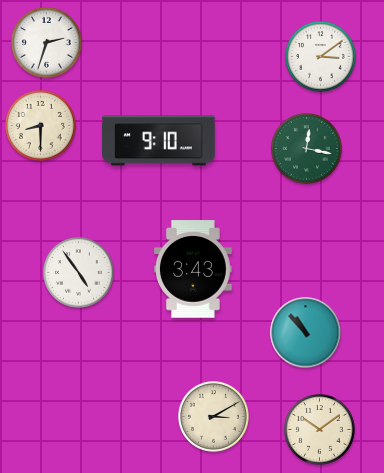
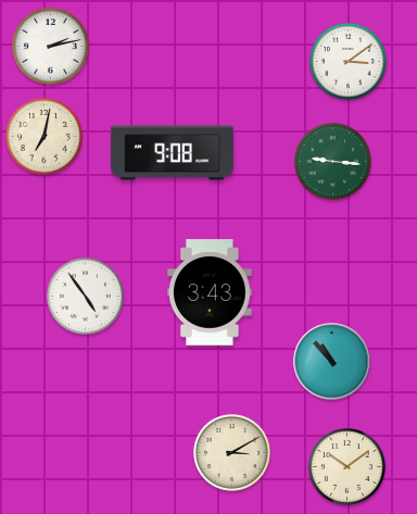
clock at (47, 43): 2:33 -> 2:13
clock at (41, 126): 8:30 -> 7:02
clock at (159, 141): 9:10 -> 9:08
clock at (307, 149): 12:17 -> 9:16
